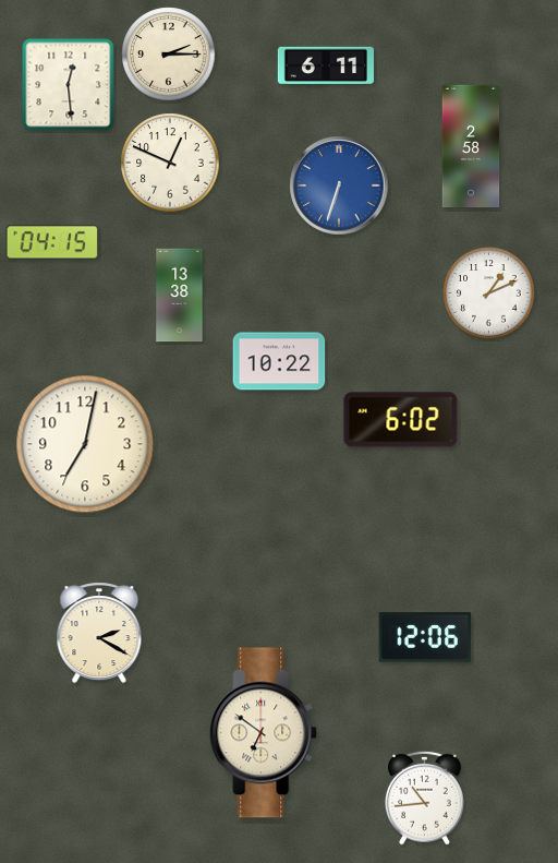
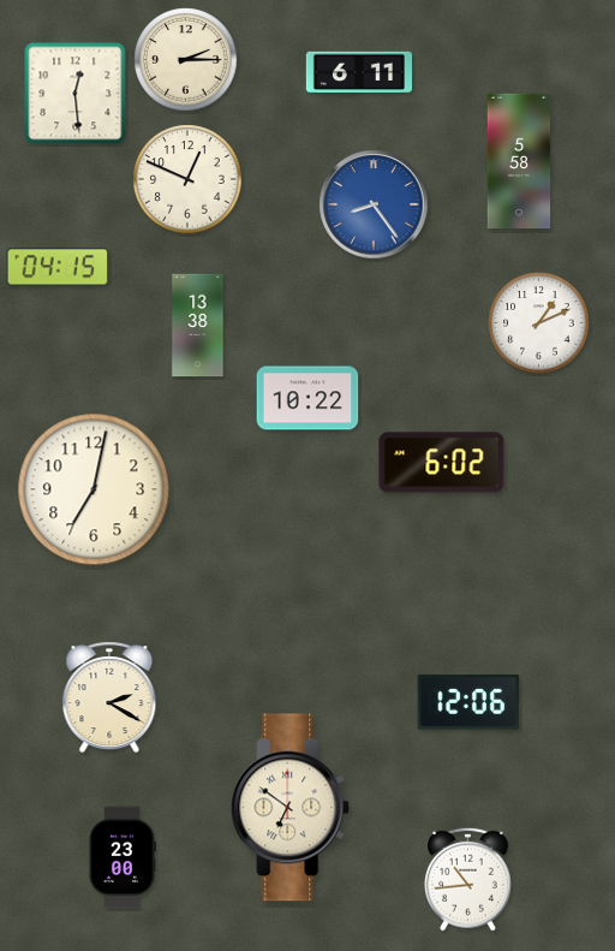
clock at (471, 146): 2:58 -> 5:58
clock at (339, 185): 6:33 -> 8:24
clock at (123, 857): none -> 23:00
